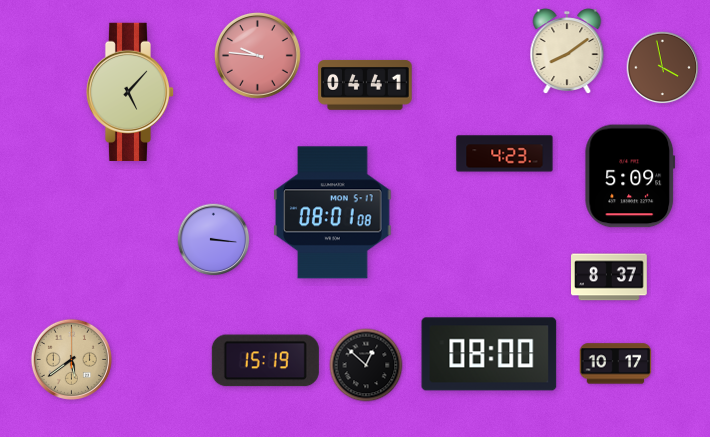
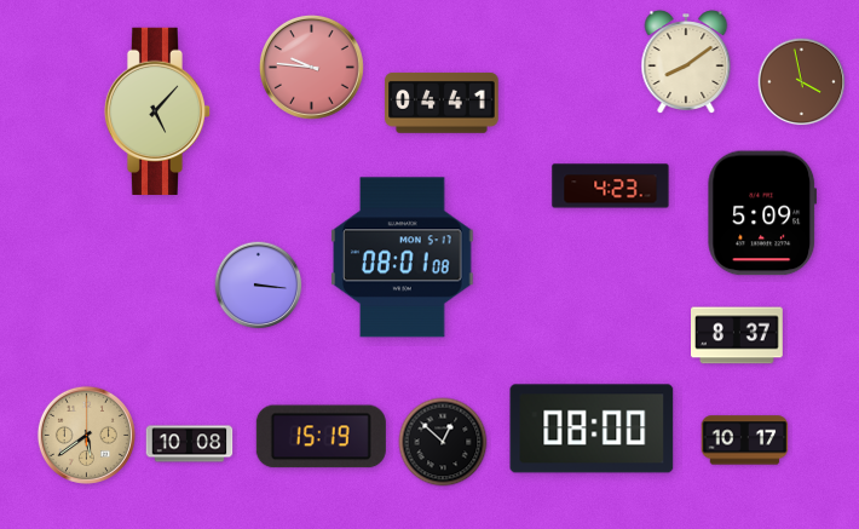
clock at (214, 240) position: (214, 240) -> (259, 286)
clock at (190, 444): none -> 10:08
